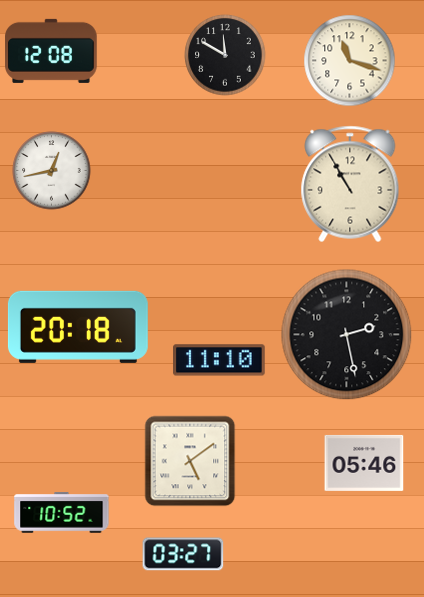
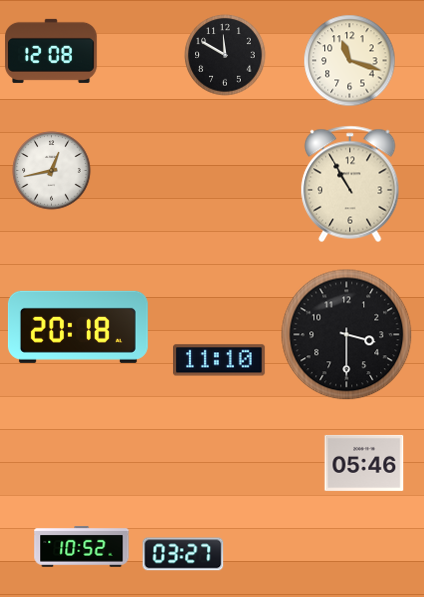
clock at (347, 335): 2:28 -> 3:30
clock at (190, 461): 5:09 -> none
clock at (62, 513) position: (62, 513) -> (82, 547)
